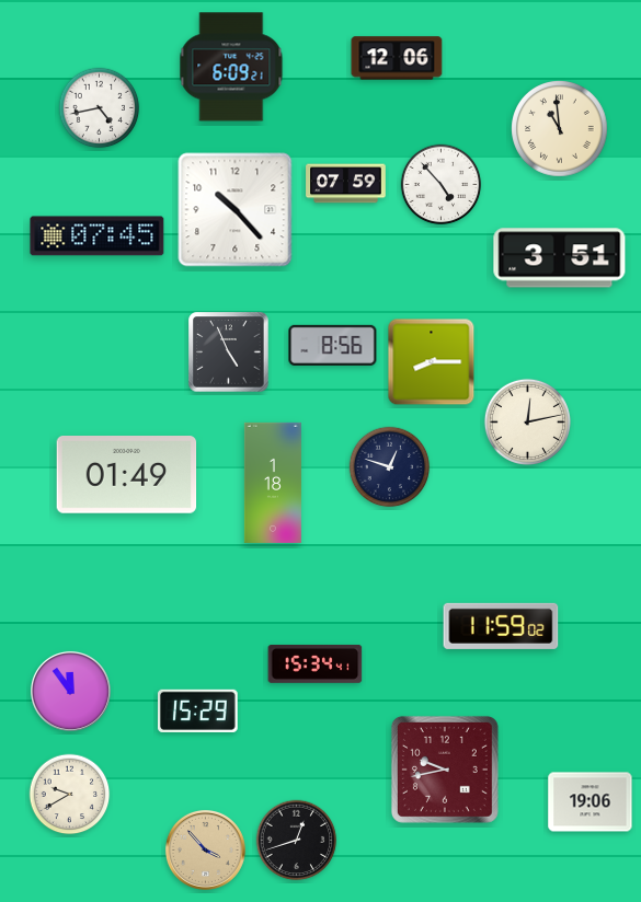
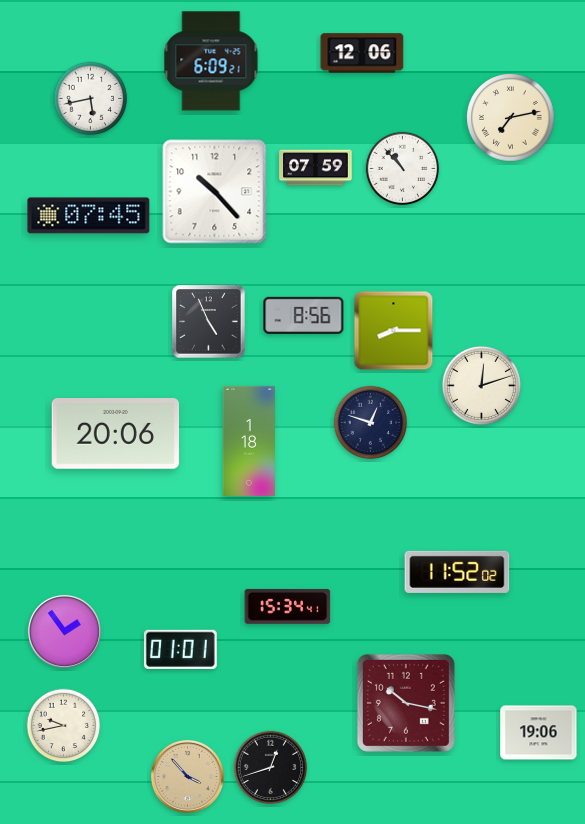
clock at (100, 108): 4:43 -> 5:43
clock at (560, 129): 10:59 -> 7:13
clock at (442, 185): 4:53 -> 10:53
clock at (560, 258): 3:51 -> none
clock at (527, 421): 12:13 -> 12:12
clock at (390, 467) position: (390, 467) -> (371, 423)
clock at (127, 475): 01:49 -> 20:06
clock at (501, 626): 11:59 -> 11:52
clock at (70, 691): 11:54 -> 1:54
clock at (197, 710): 15:29 -> 01:01
clock at (445, 770): 9:43 -> 10:17
clock at (70, 795): 9:40 -> 9:43
